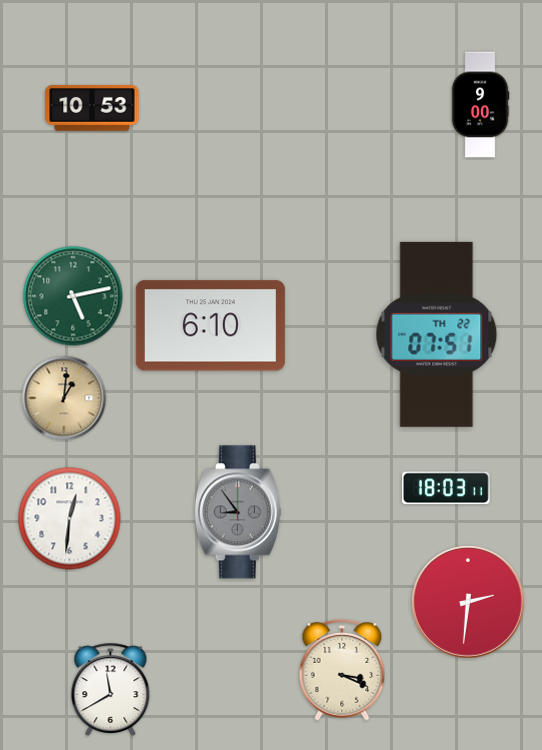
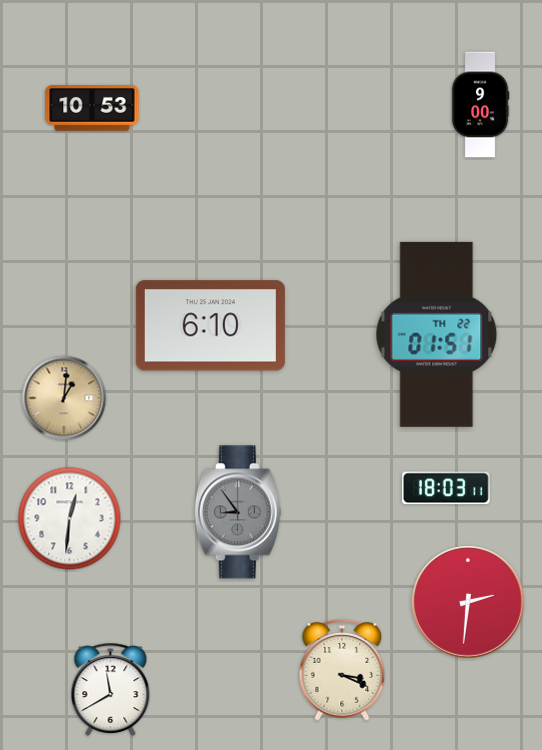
clock at (73, 296): 5:13 -> none
clock at (437, 334): 07:51 -> 01:51
